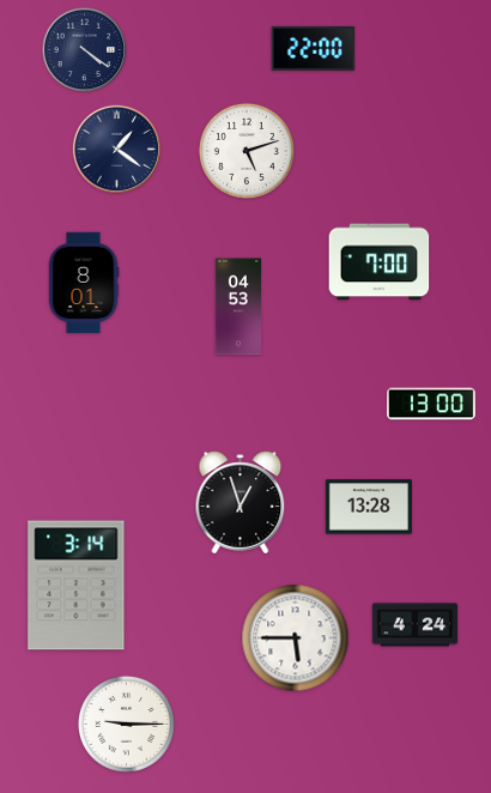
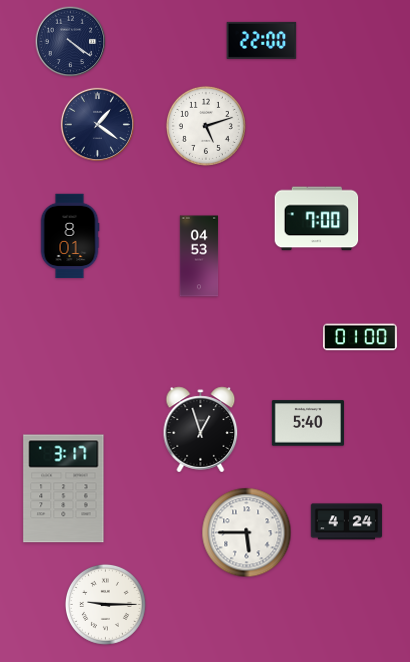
clock at (431, 404): 13:00 -> 01:00
clock at (241, 503) position: (241, 503) -> (201, 430)
clock at (369, 507): 13:28 -> 5:40
clock at (77, 586): 3:14 -> 3:17
